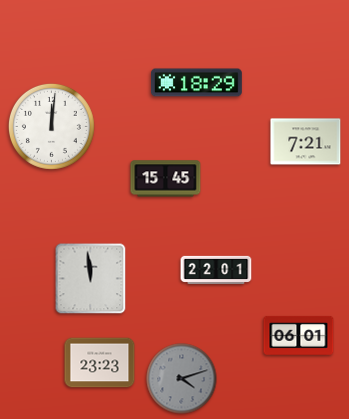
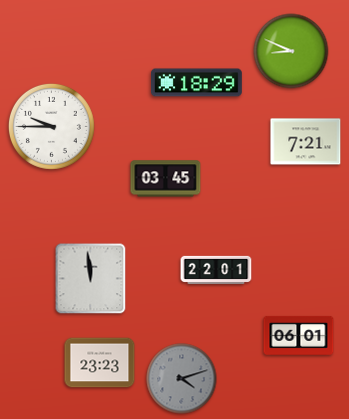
clock at (291, 51): none -> 8:49
clock at (51, 126): 12:01 -> 9:45
clock at (166, 179): 15:45 -> 03:45
